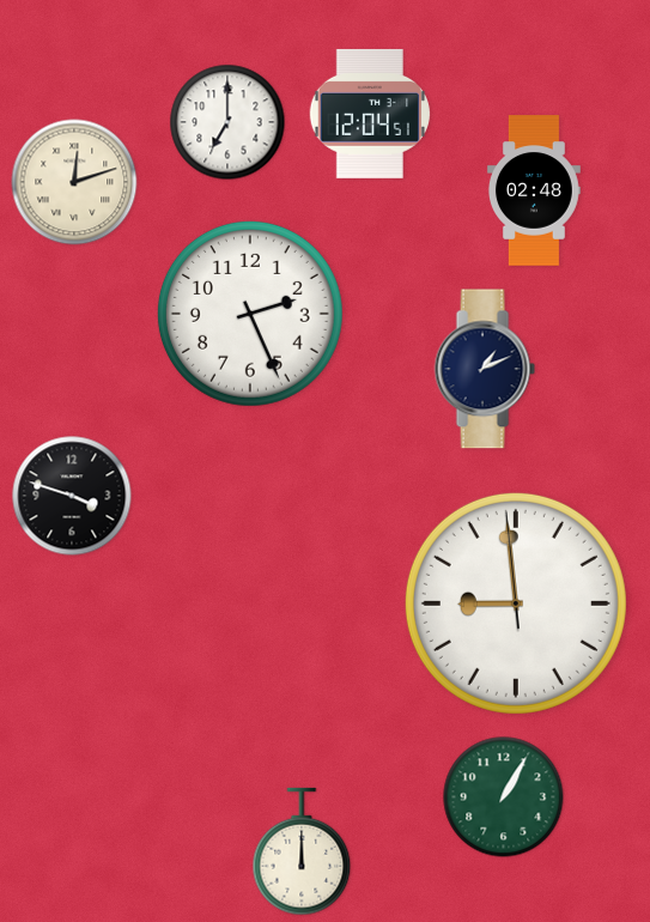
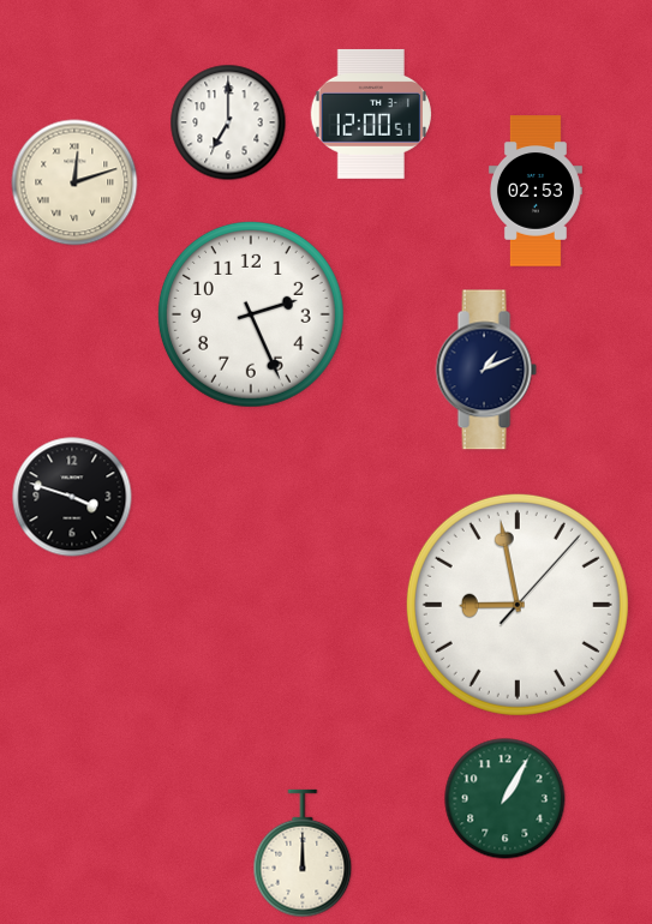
clock at (369, 114): 12:04 -> 12:00
clock at (534, 190): 02:48 -> 02:53
clock at (516, 603): 8:58:59 -> 8:58:07
